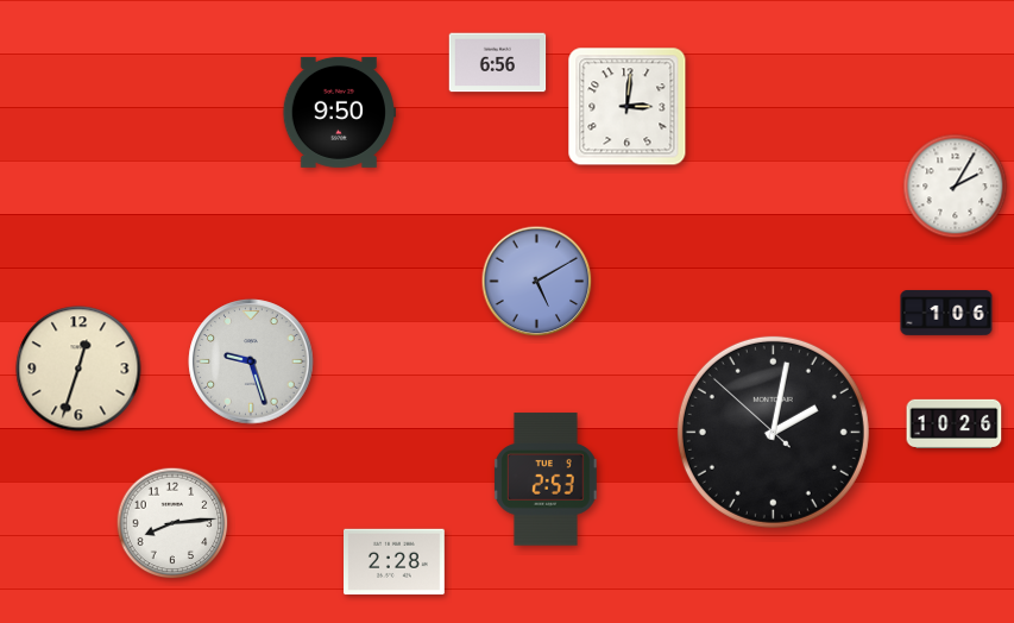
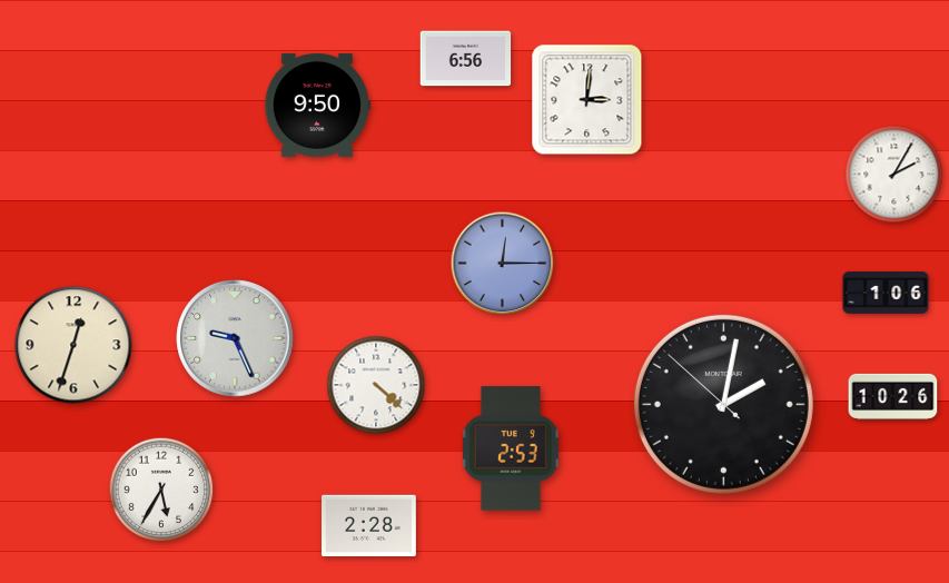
clock at (537, 282): 5:10 -> 12:15
clock at (251, 361): 9:27 -> 9:26
clock at (376, 385): none -> 4:22
clock at (172, 523): 8:14 -> 5:35
